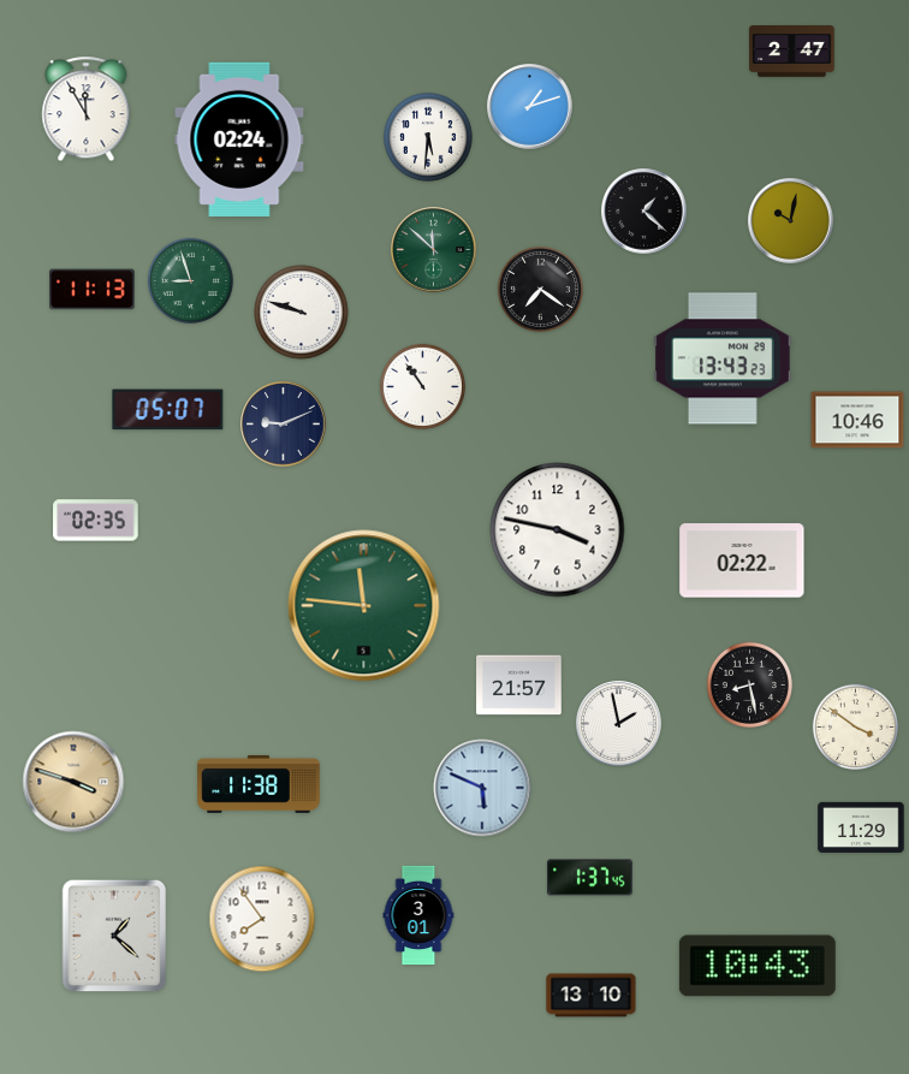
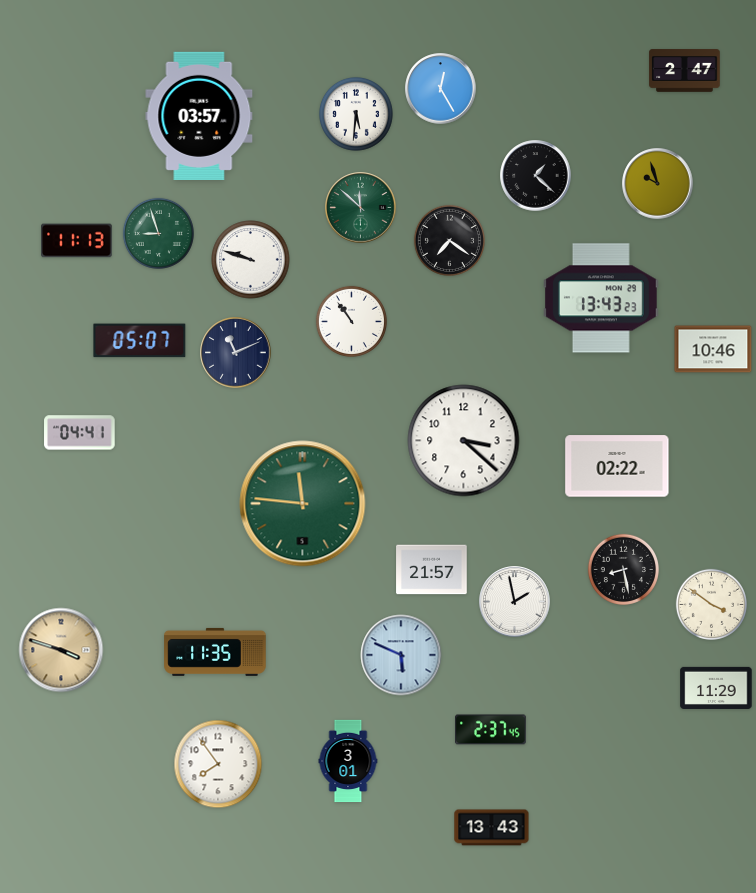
clock at (792, 52) position: (792, 52) -> (685, 71)
clock at (530, 107): 1:12 -> 12:25
clock at (87, 109): 11:55 -> none
clock at (239, 140): 02:24 -> 03:57
clock at (791, 221): 10:02 -> 9:57
clock at (284, 425): 9:11 -> 11:11
clock at (96, 521): 02:35 -> 04:41
clock at (558, 530): 3:47 -> 3:22
clock at (259, 784): 11:38 -> 11:35
clock at (590, 878): 1:37 -> 2:37
clock at (114, 936): 1:22 -> none
clock at (757, 966): 10:43 -> none
clock at (592, 996): 13:10 -> 13:43
